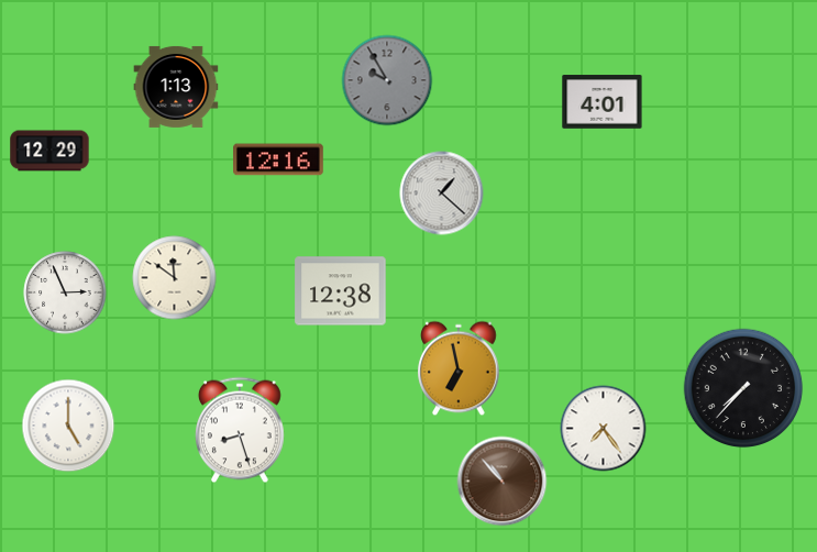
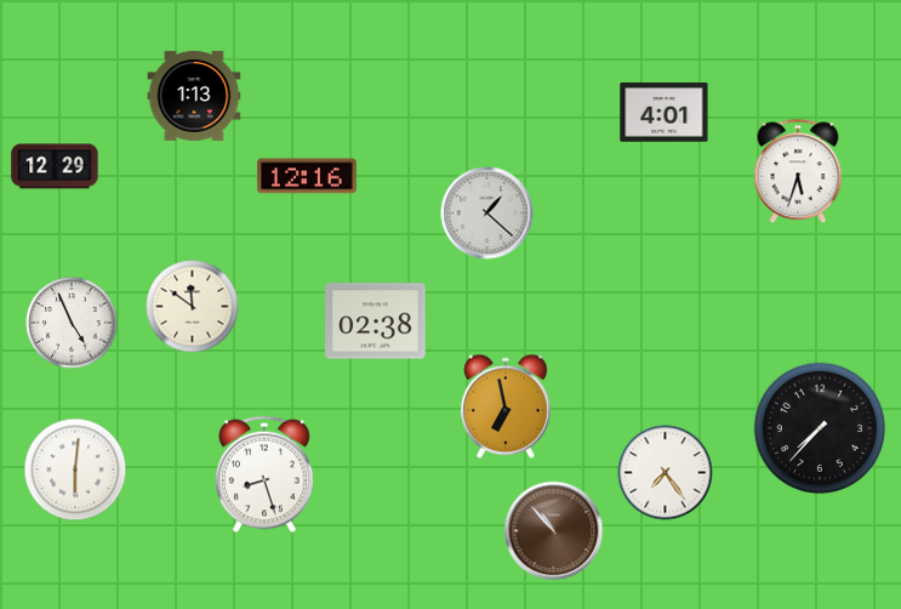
clock at (387, 80): 9:55 -> none
clock at (798, 171): none -> 5:33
clock at (341, 291): 12:38 -> 02:38
clock at (65, 292): 2:56 -> 4:56
clock at (68, 426): 5:00 -> 6:01
